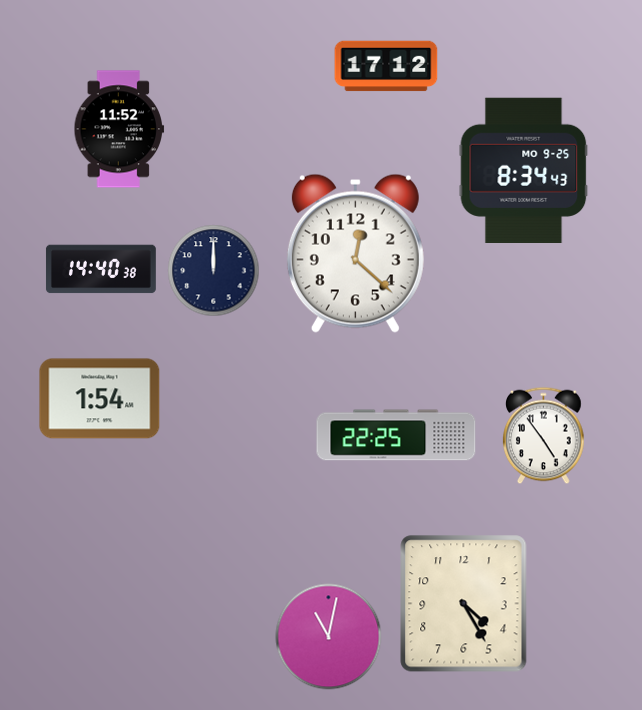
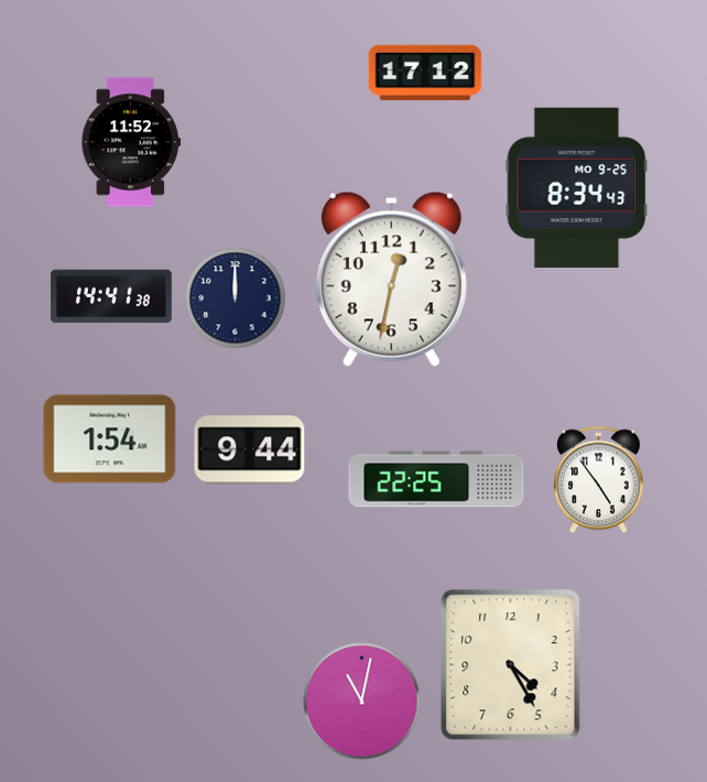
clock at (355, 253): 12:22 -> 12:32
clock at (101, 269): 14:40 -> 14:41
clock at (250, 450): none -> 9:44
